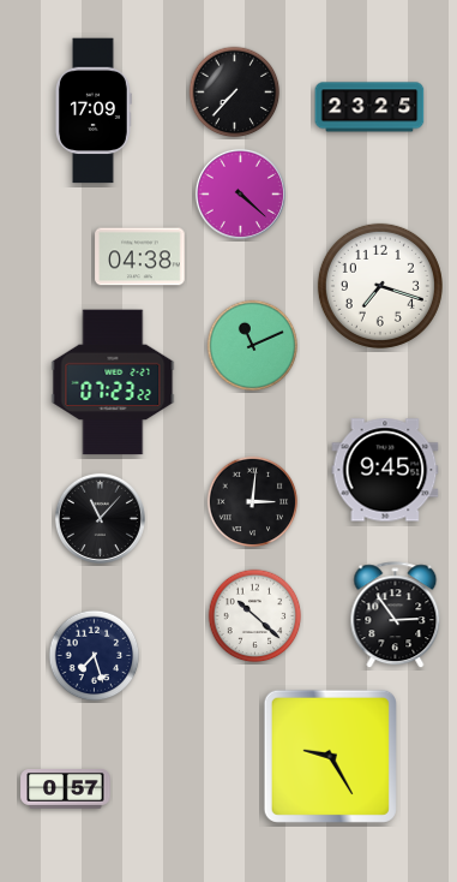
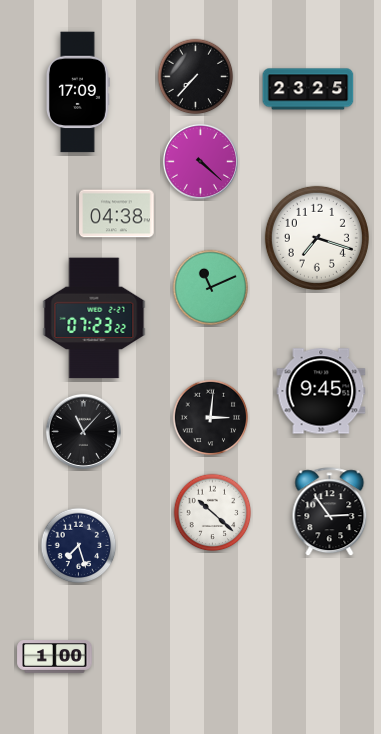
clock at (330, 756): 9:25 -> none
clock at (66, 789): 0:57 -> 1:00
